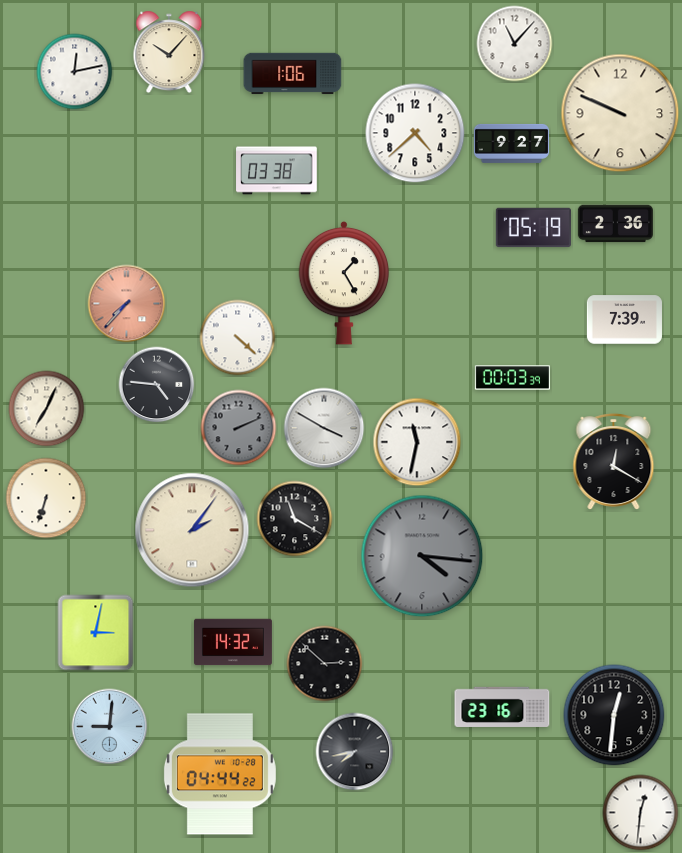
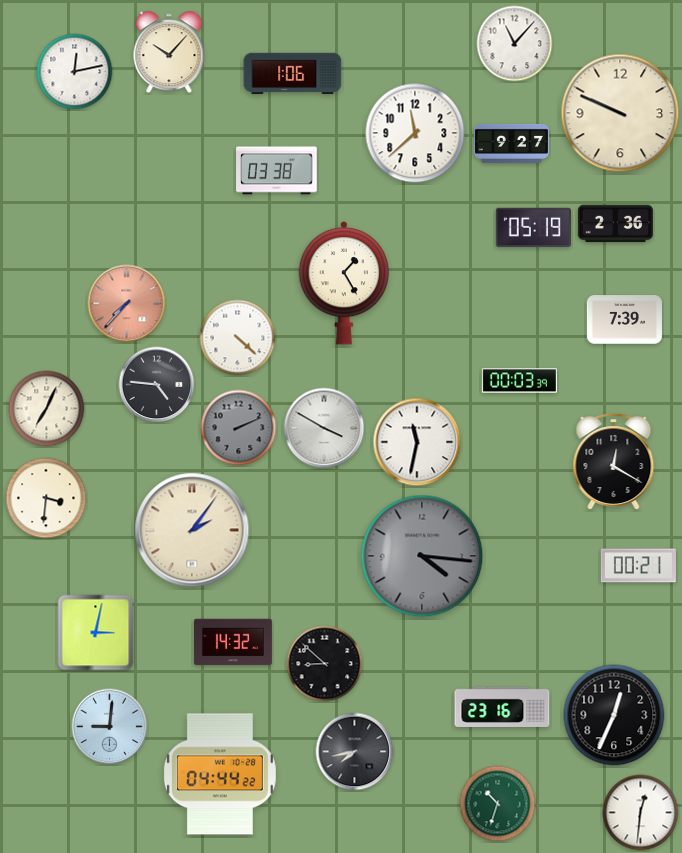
clock at (415, 133): 4:38 -> 11:38
clock at (512, 378) position: (512, 378) -> (519, 381)
clock at (46, 498): 6:33 -> 3:31
clock at (295, 519): 11:20 -> none
clock at (638, 566): none -> 00:21
clock at (325, 664): 2:52 -> 8:52
clock at (614, 715): 12:31 -> 12:34
clock at (498, 804): none -> 10:33
